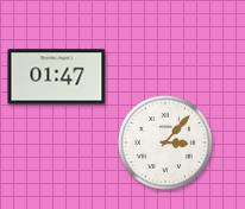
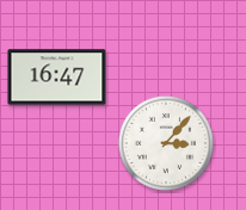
clock at (57, 77): 01:47 -> 16:47
